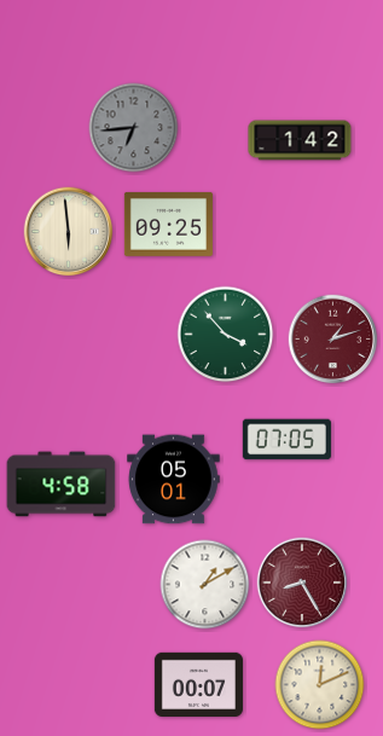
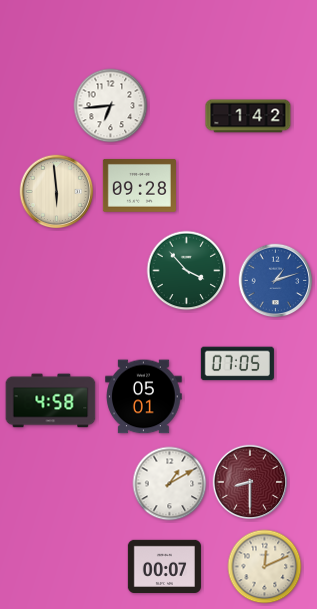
clock at (134, 128) dial: grey -> white
clock at (168, 224): 09:25 -> 09:28
clock at (226, 335) position: (226, 335) -> (187, 271)
clock at (333, 340) dial: burgundy -> blue
clock at (302, 583): 8:25 -> 8:30
